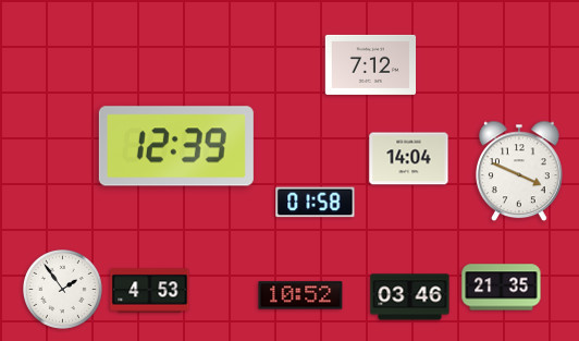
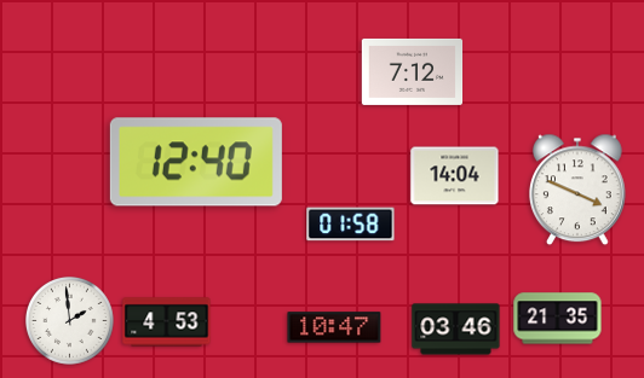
clock at (176, 146): 12:39 -> 12:40
clock at (63, 290): 1:54 -> 1:59
clock at (300, 295): 10:52 -> 10:47
